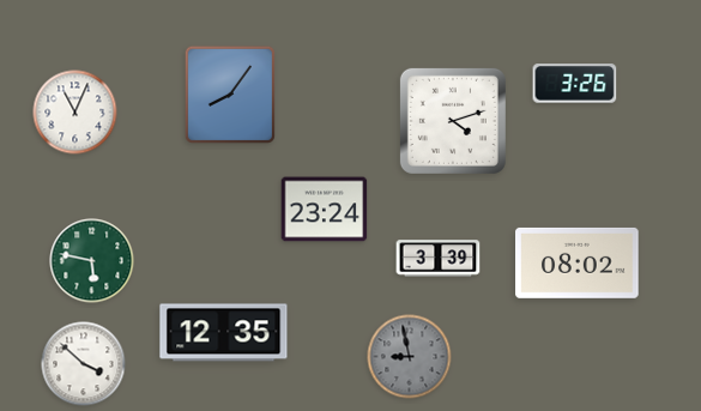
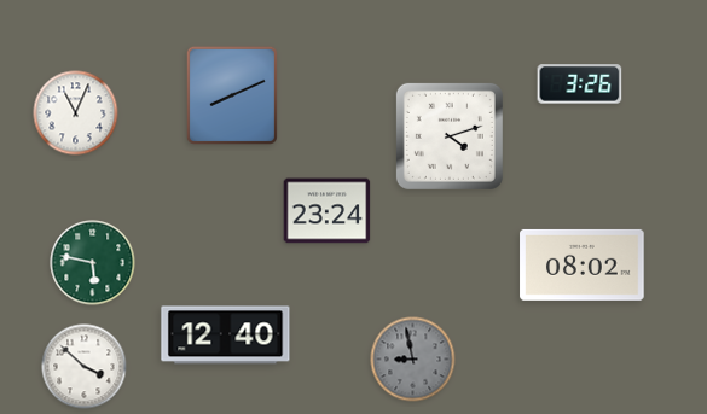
clock at (230, 95): 8:06 -> 8:11
clock at (453, 121) position: (453, 121) -> (450, 136)
clock at (439, 259): 3:39 -> none
clock at (224, 333): 12:35 -> 12:40
